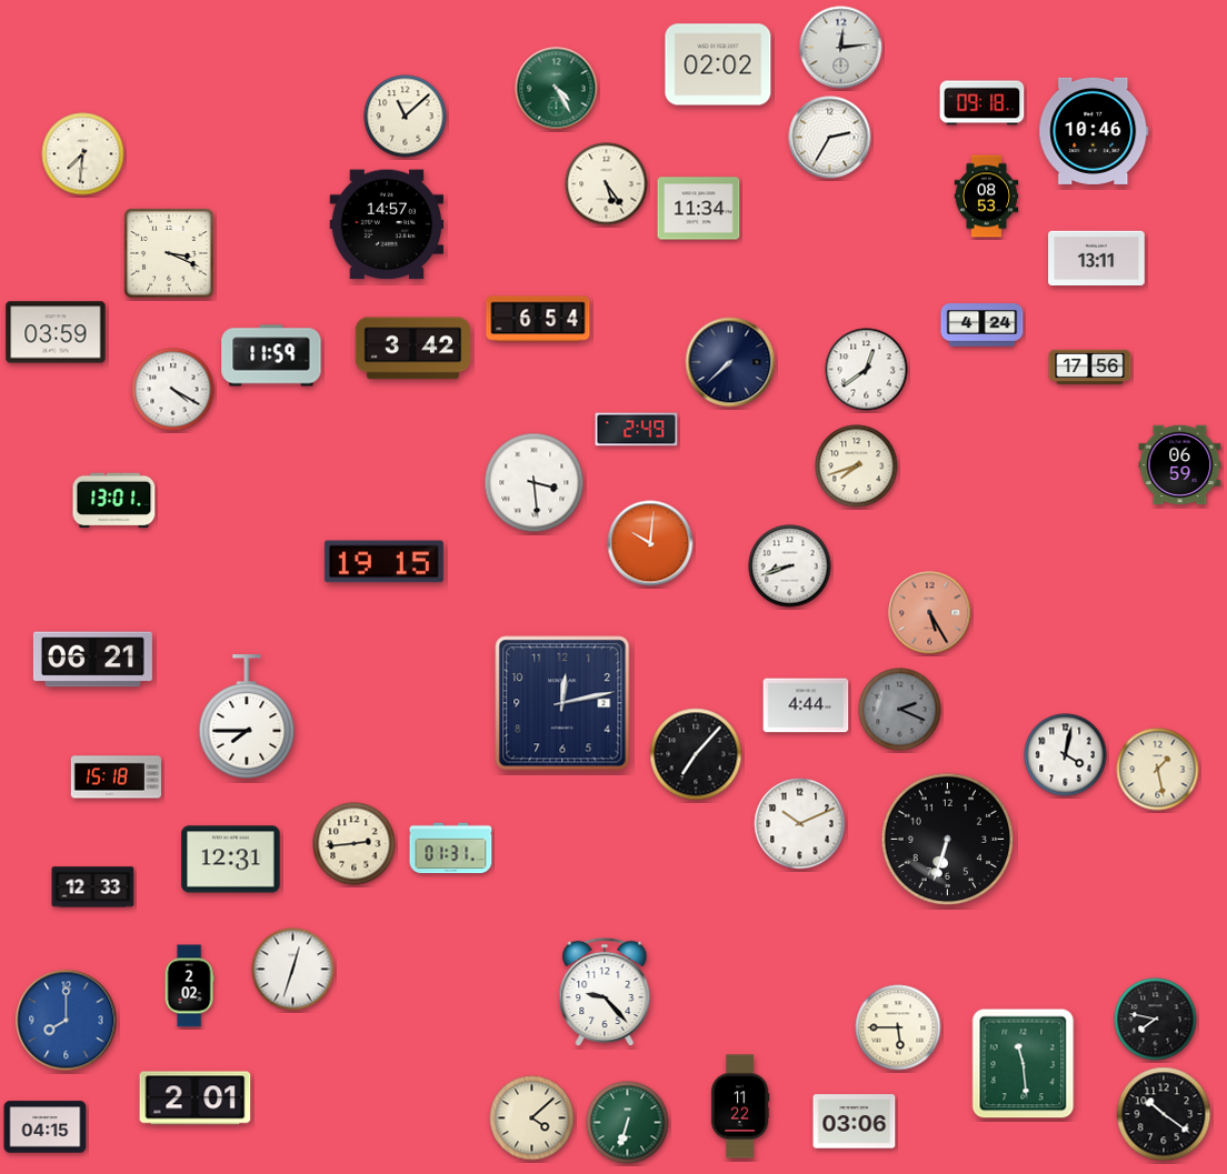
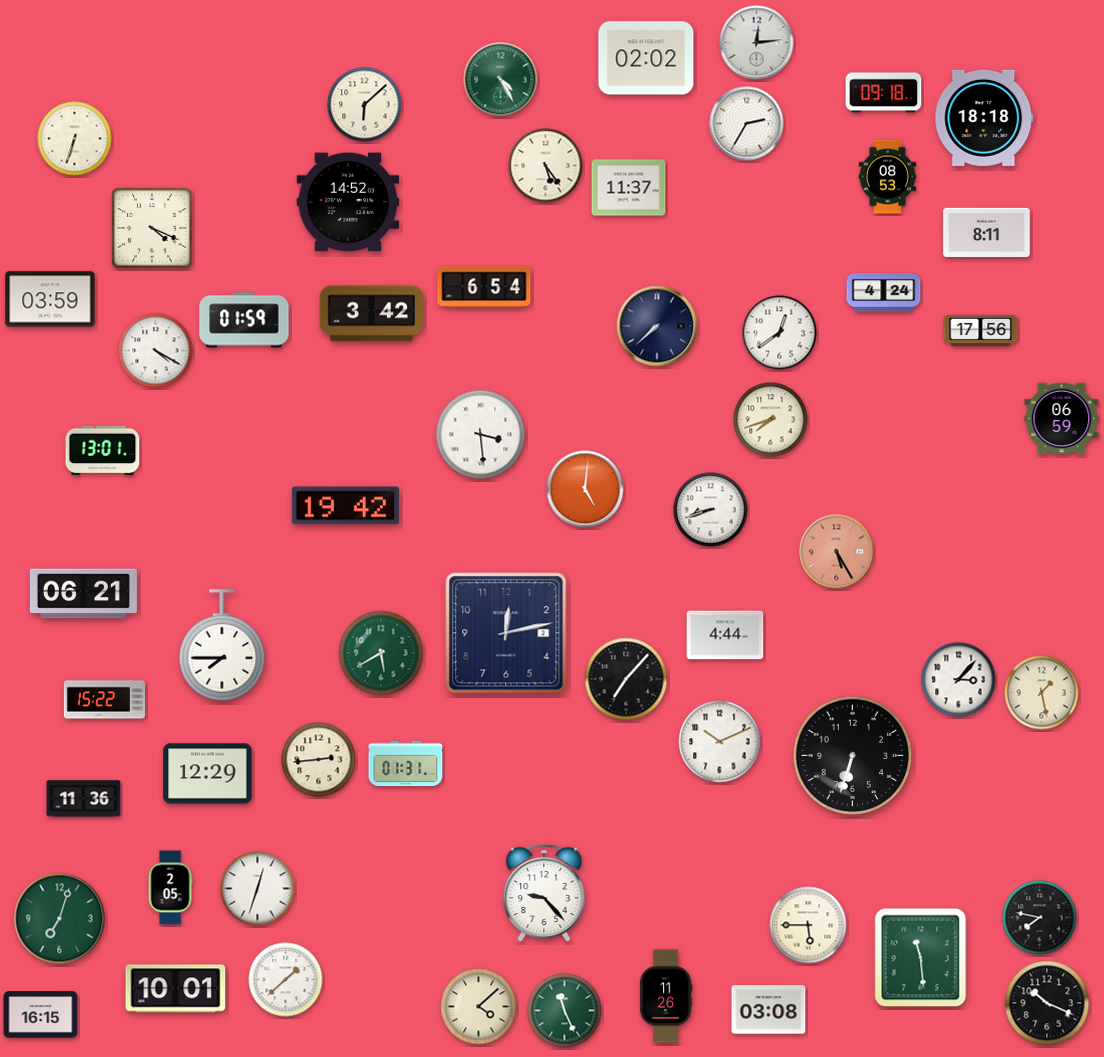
clock at (406, 117): 11:08 -> 6:08
clock at (1094, 131): 10:46 -> 18:18
clock at (83, 154): 7:31 -> 6:33
clock at (699, 209): 11:34 -> 11:37
clock at (387, 224): 14:57 -> 14:52
clock at (169, 253): 3:19 -> 4:19
clock at (1097, 259): 13:11 -> 8:11
clock at (271, 355): 11:59 -> 01:59
clock at (637, 430): 2:49 -> none
clock at (650, 543): 10:01 -> 5:01
clock at (383, 562): 19:15 -> 19:42
clock at (900, 710): 2:19 -> none
clock at (381, 653): none -> 5:40
clock at (1066, 755): 4:02 -> 3:07
clock at (116, 777): 15:18 -> 15:22
clock at (231, 860): 12:31 -> 12:29
clock at (93, 887): 12:33 -> 11:36
clock at (293, 970) position: (293, 970) -> (258, 889)
clock at (189, 986): 2:02 -> 2:05
clock at (67, 1021): 8:00 -> 7:03
clock at (67, 1021) dial: blue -> green
clock at (286, 980): none -> 1:38
clock at (196, 1098): 2:01 -> 10:01
clock at (740, 1106): 11:22 -> 11:26
clock at (1164, 1114): 10:21 -> 10:19
clock at (855, 1122): 03:06 -> 03:08
clock at (628, 1123): 6:33 -> 11:26
clock at (46, 1127): 04:15 -> 16:15
